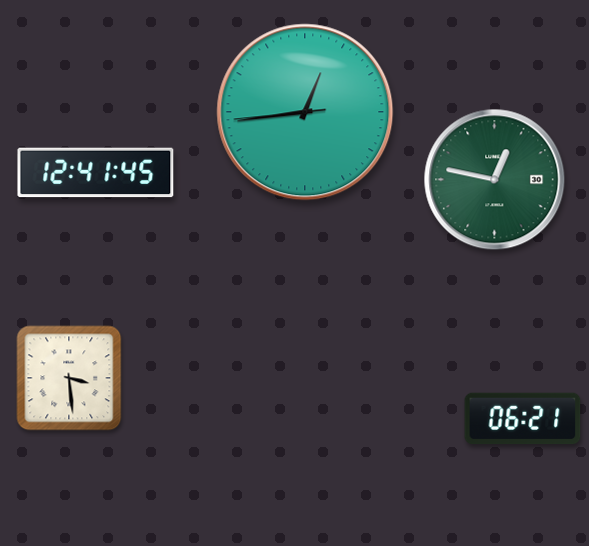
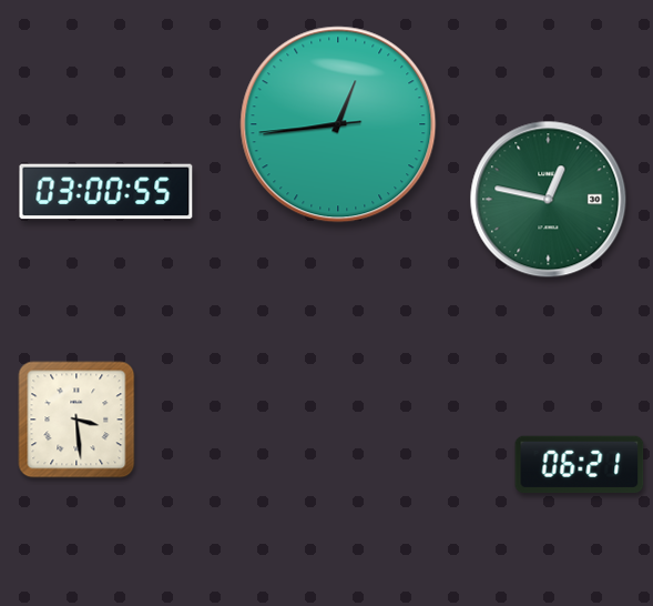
clock at (96, 173): 12:41 -> 03:00
